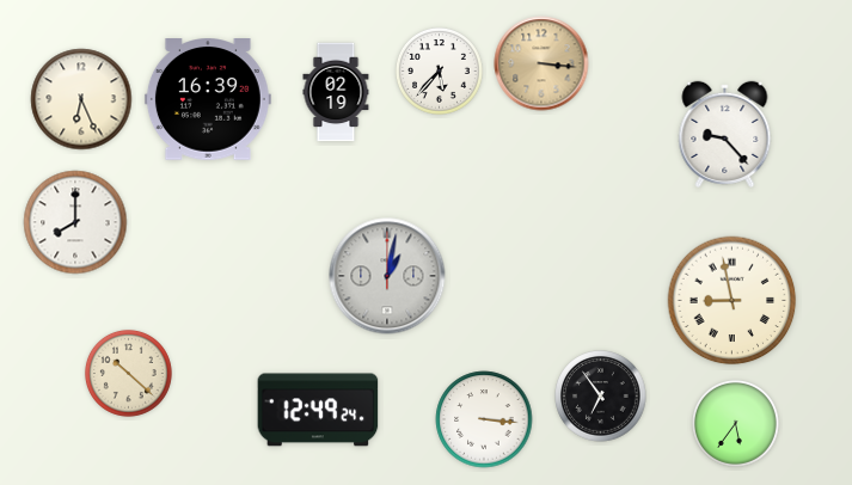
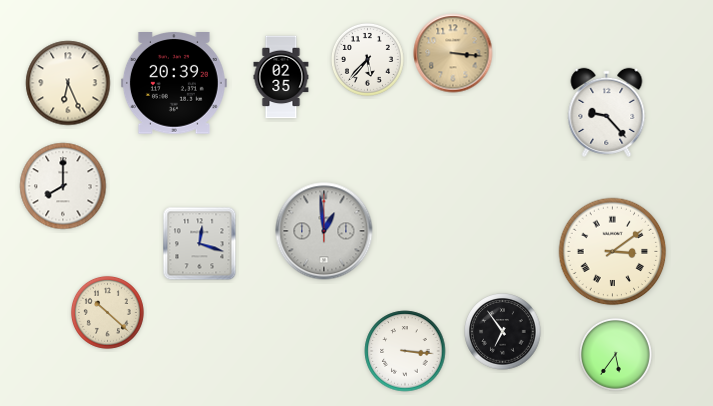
clock at (336, 92): 02:19 -> 02:35
clock at (208, 100): 16:39 -> 20:39
clock at (387, 276): 1:02 -> 12:59
clock at (200, 244): none -> 12:18
clock at (733, 301): 8:58 -> 3:09
clock at (318, 410): 12:49 -> none
